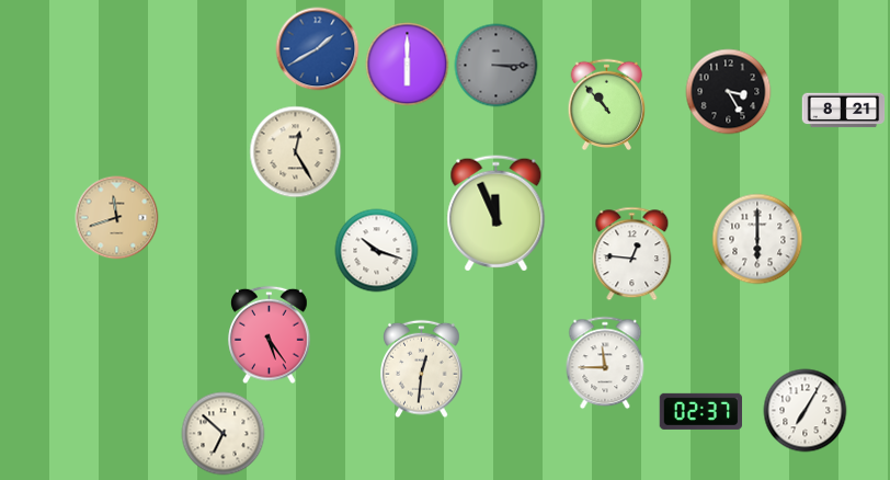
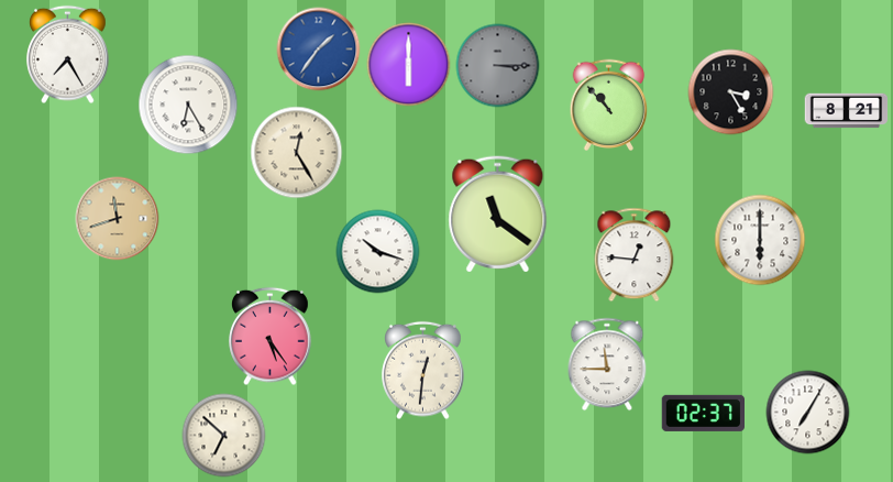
clock at (318, 49): 1:40 -> 1:36
clock at (68, 55): none -> 7:25
clock at (188, 105): none -> 6:25
clock at (497, 214): 11:56 -> 11:21
